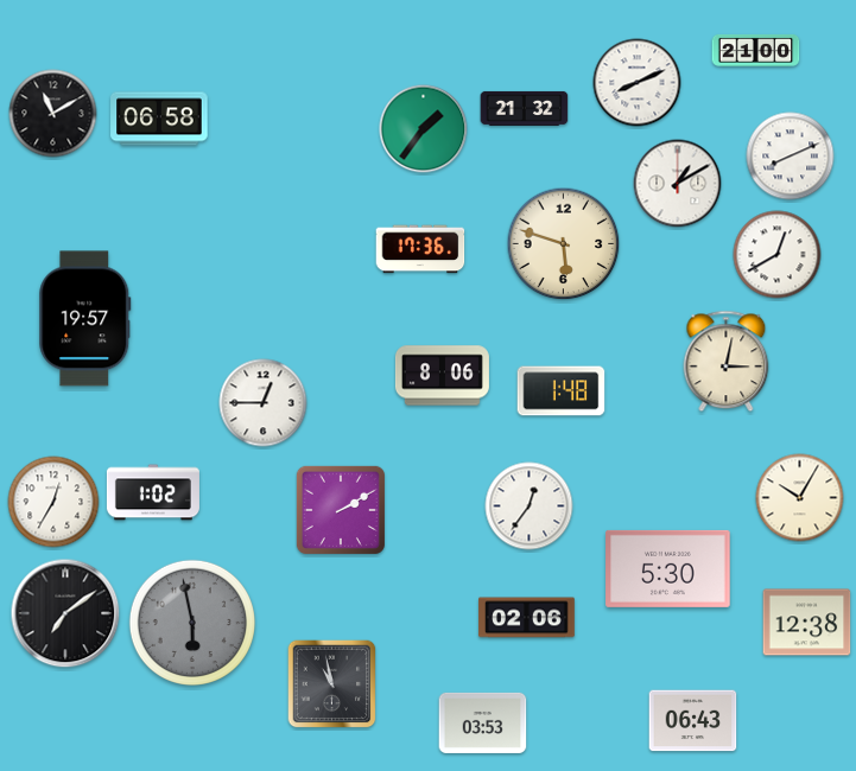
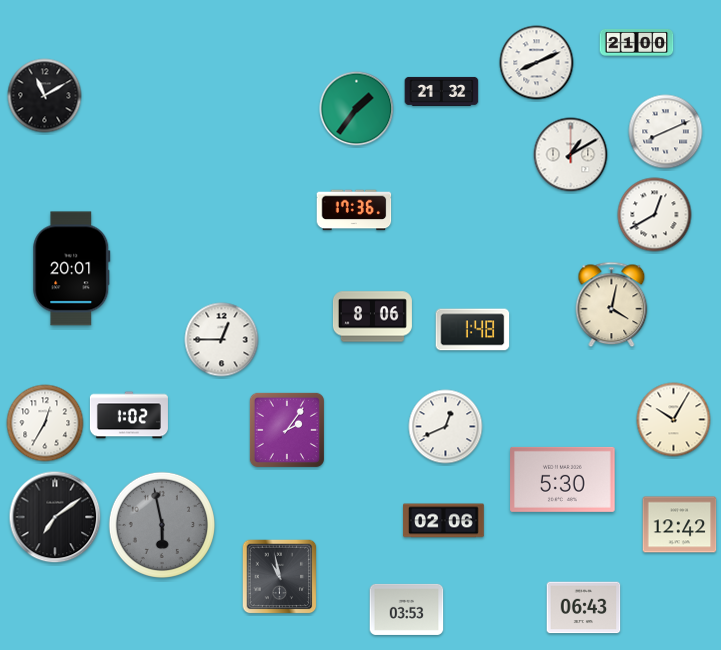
clock at (638, 83) position: (638, 83) -> (537, 63)
clock at (159, 119): 06:58 -> none
clock at (564, 244): 5:48 -> none
clock at (85, 319): 19:57 -> 20:01
clock at (727, 362): 3:02 -> 4:02
clock at (530, 506): 12:36 -> 12:41
clock at (341, 510): 2:10 -> 2:06
clock at (807, 623): 12:38 -> 12:42
